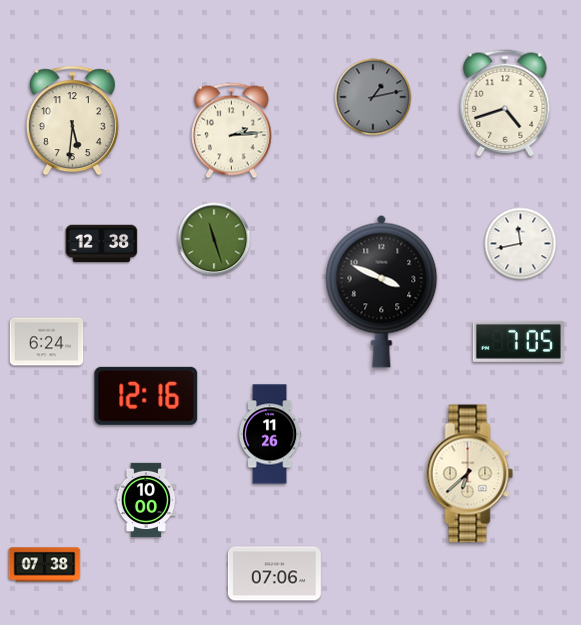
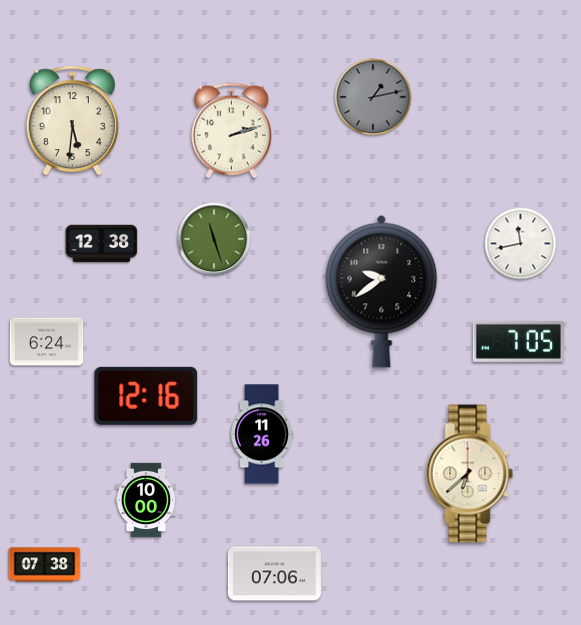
clock at (505, 103): 4:42 -> none
clock at (232, 131): 2:14 -> 2:12
clock at (382, 291): 3:49 -> 9:39
clock at (270, 434) position: (270, 434) -> (262, 434)
